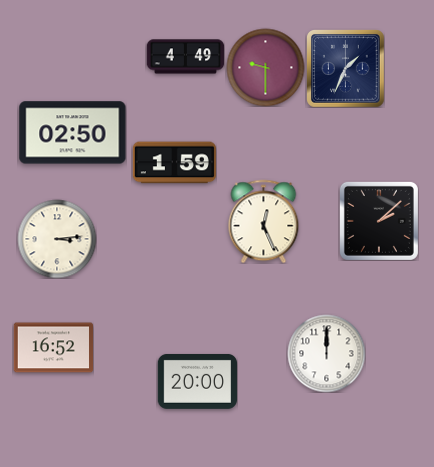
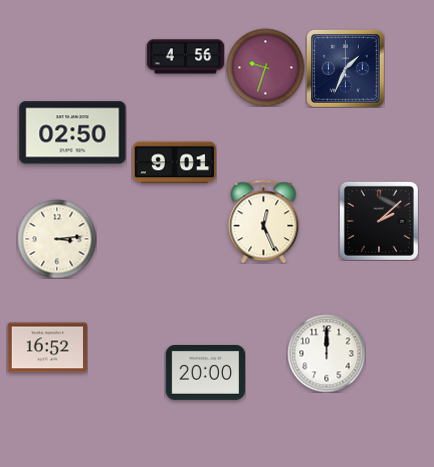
clock at (185, 57): 4:49 -> 4:56
clock at (265, 67): 9:30 -> 9:33
clock at (174, 163): 1:59 -> 9:01
clock at (53, 348) position: (53, 348) -> (47, 348)
clock at (197, 381) position: (197, 381) -> (205, 372)
